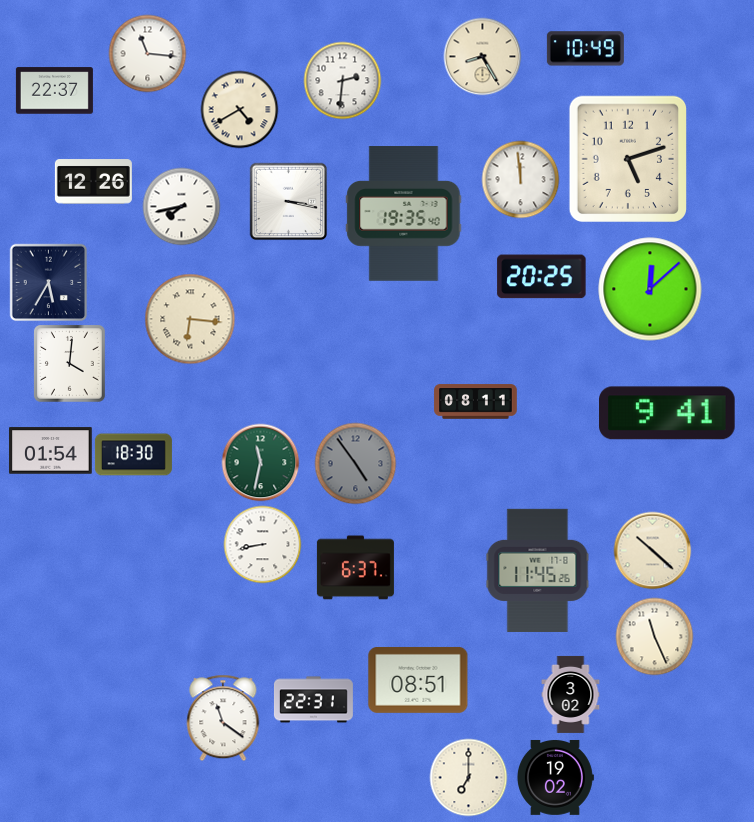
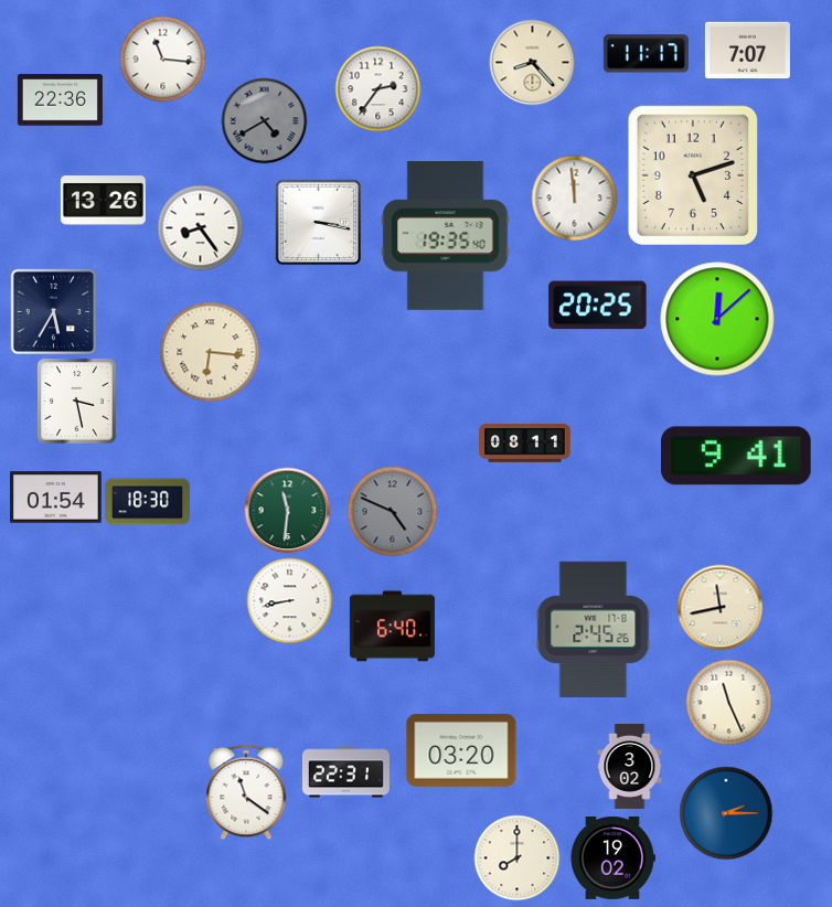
clock at (747, 51): none -> 7:07
clock at (585, 49): 10:49 -> 11:17
clock at (482, 56): 8:25 -> 8:23
clock at (342, 80): 2:31 -> 2:36
clock at (54, 91): 22:37 -> 22:36
clock at (239, 109) dial: cream -> grey
clock at (93, 182): 12:26 -> 13:26
clock at (181, 206): 7:43 -> 8:24
clock at (70, 364): 4:01 -> 3:28
clock at (260, 462): 11:32 -> 11:31
clock at (355, 463): 4:54 -> 4:49
clock at (652, 550): 10:22 -> 11:43
clock at (355, 568): 6:37 -> 6:40
clock at (538, 570): 11:45 -> 2:45
clock at (654, 636) position: (654, 636) -> (728, 702)
clock at (418, 680): 08:51 -> 03:20
clock at (726, 813): none -> 2:15
clock at (468, 777): 7:00 -> 8:00
